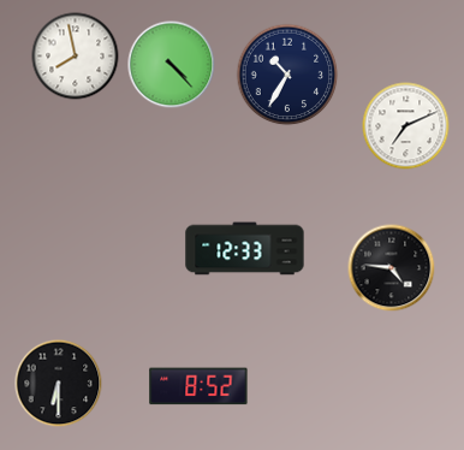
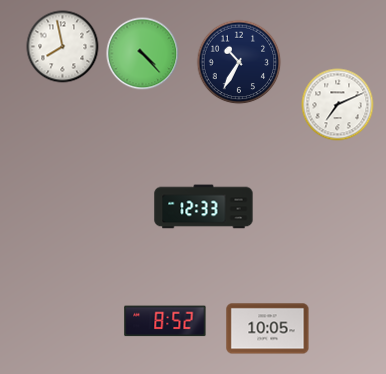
clock at (392, 268): 4:46 -> none
clock at (59, 384): 6:30 -> none
clock at (268, 329): none -> 10:05
